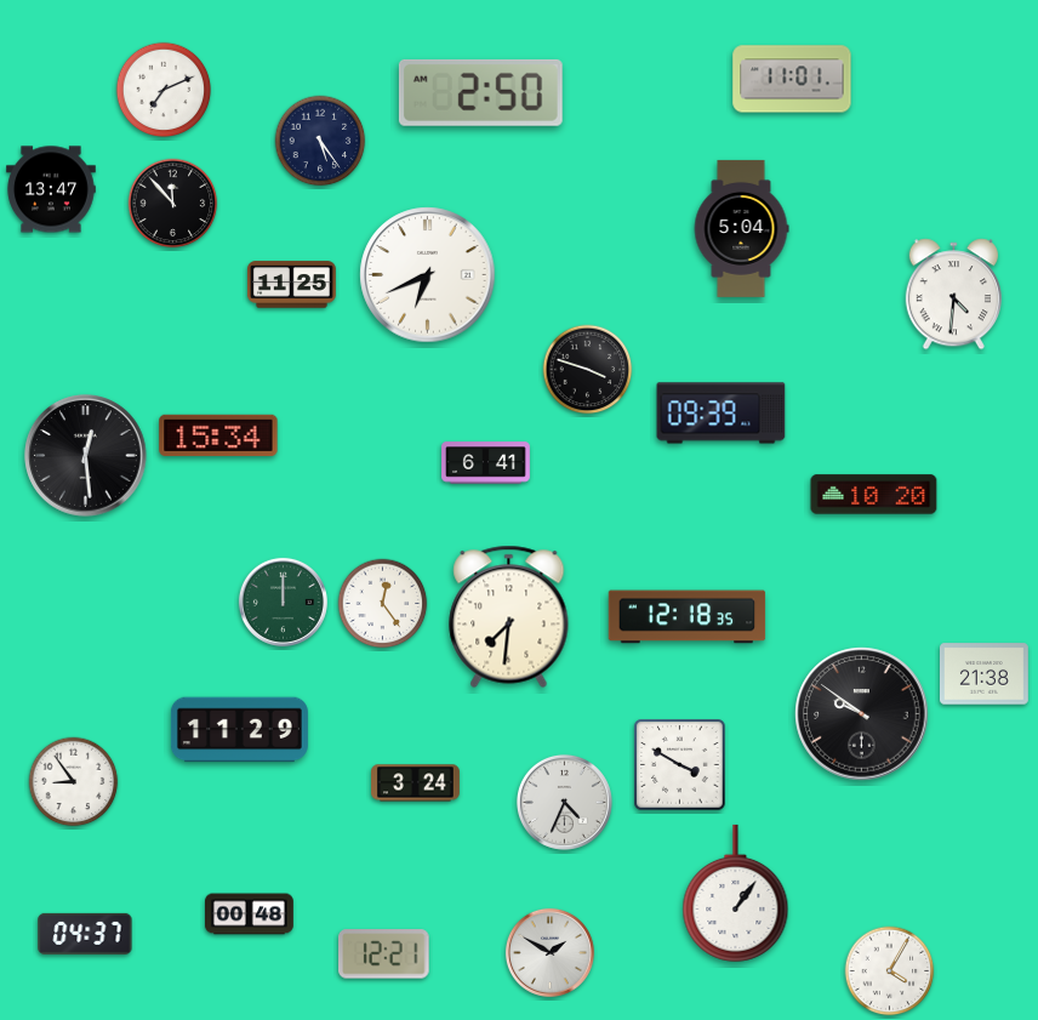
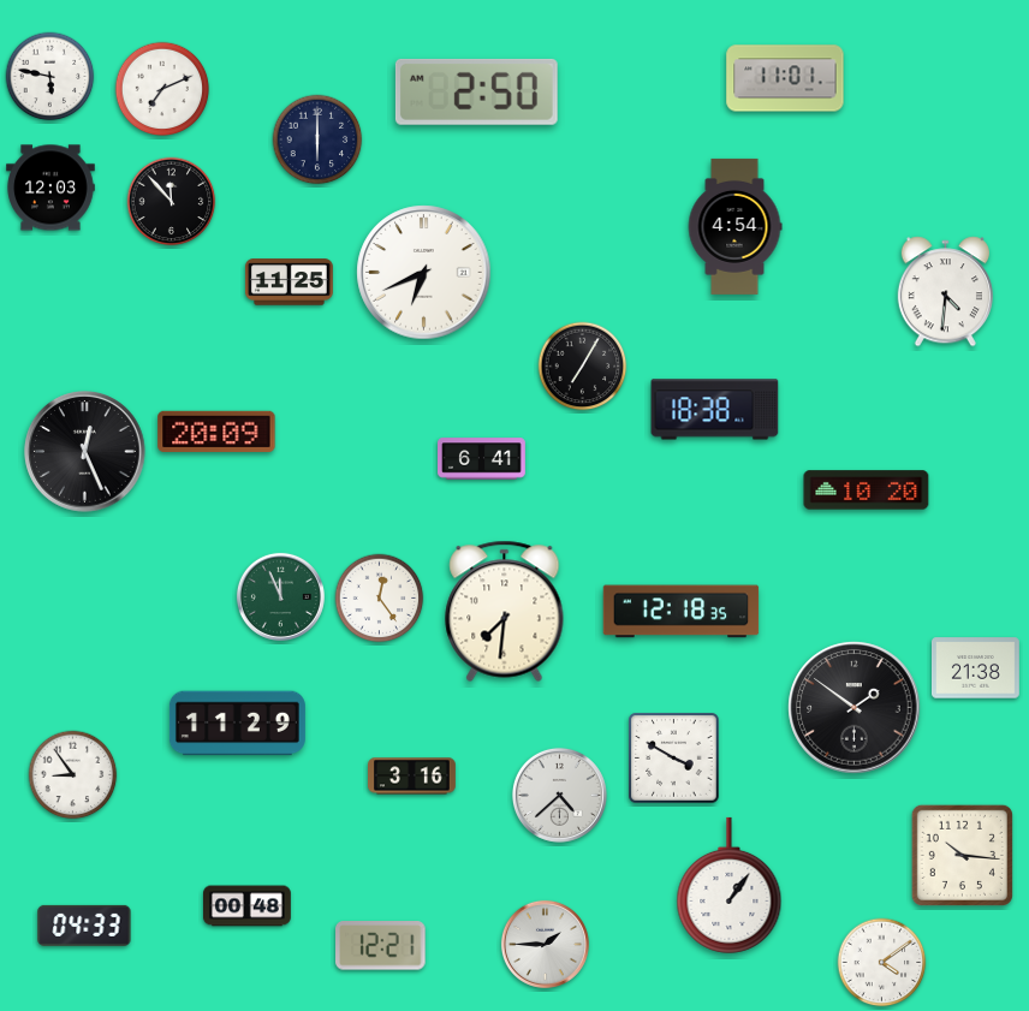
clock at (50, 77): none -> 5:47
clock at (320, 141): 5:24 -> 6:00
clock at (51, 189): 13:47 -> 12:03
clock at (741, 228): 5:04 -> 4:54
clock at (588, 370): 3:48 -> 7:05
clock at (722, 414): 09:39 -> 18:38
clock at (218, 434): 15:34 -> 20:09
clock at (86, 456): 12:29 -> 12:26
clock at (283, 602): 12:00 -> 11:56
clock at (862, 714): 9:51 -> 1:51
clock at (416, 783): 3:24 -> 3:16
clock at (564, 802): 4:34 -> 4:38
clock at (962, 855): none -> 10:16
clock at (85, 934): 04:37 -> 04:33
clock at (549, 952): 1:50 -> 1:45
clock at (890, 971): 4:05 -> 4:09
